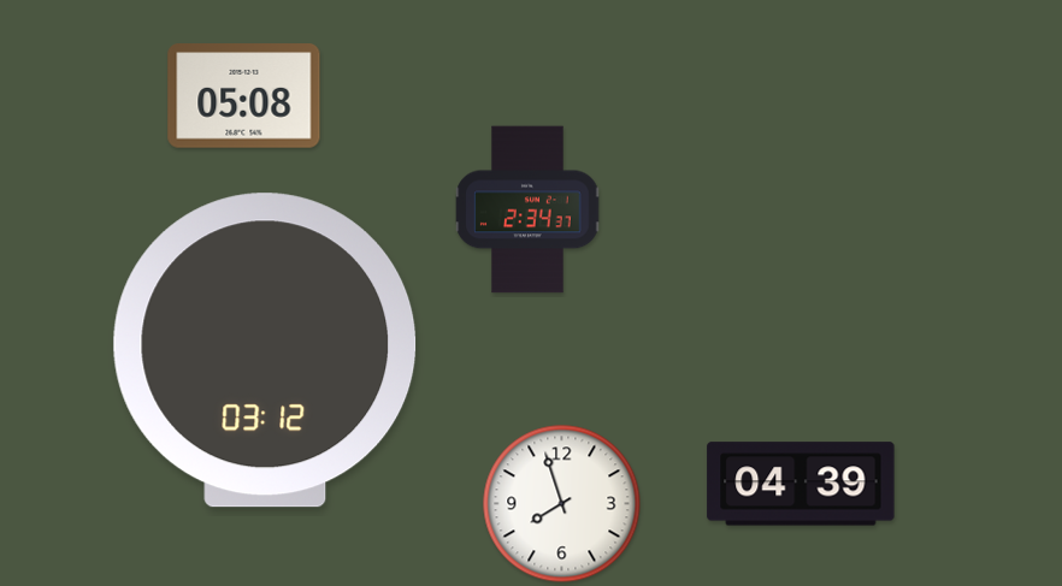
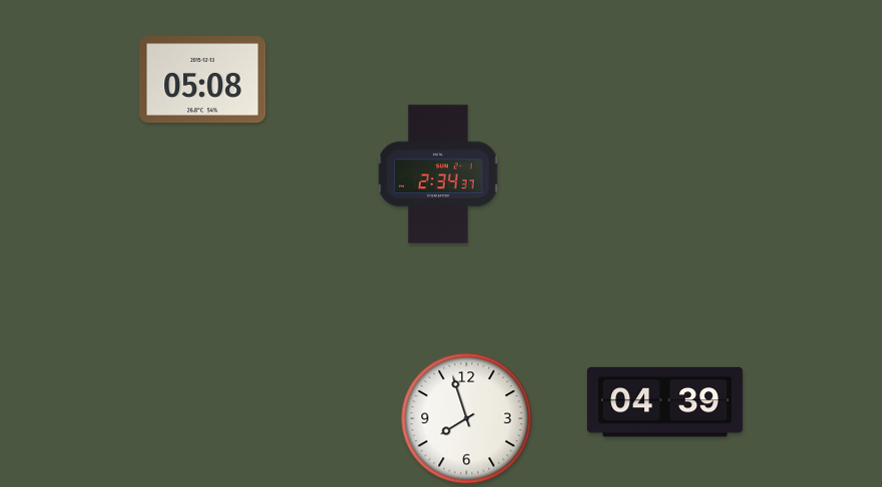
clock at (265, 350): 03:12 -> none
